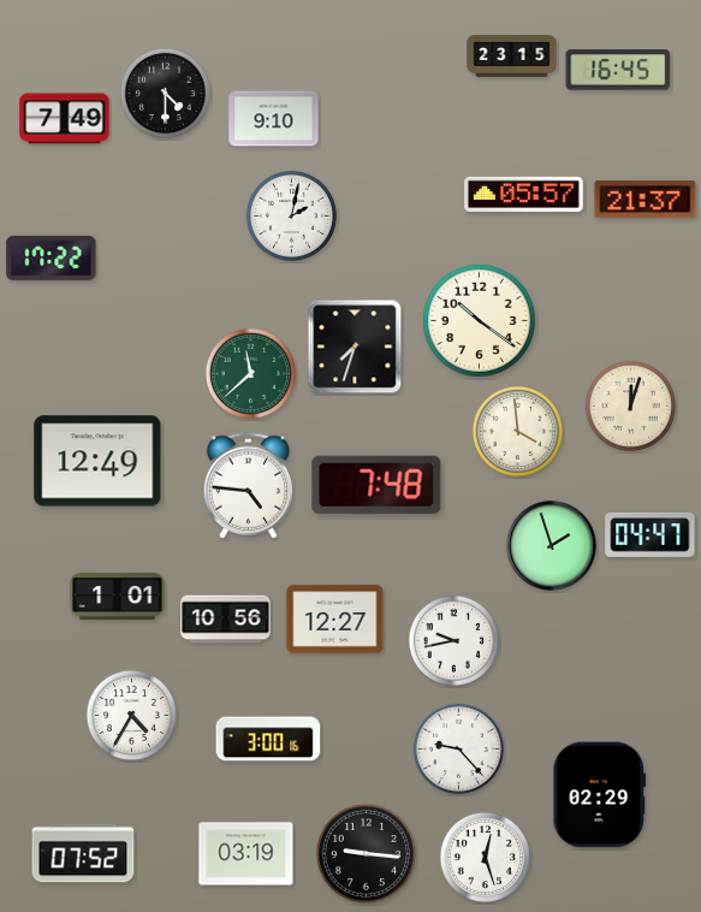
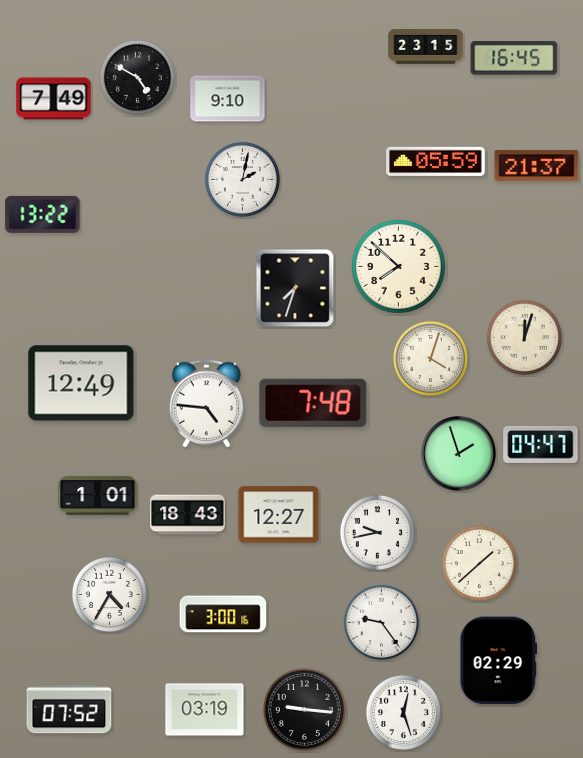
clock at (165, 93): 4:30 -> 4:50
clock at (524, 194): 05:57 -> 05:59
clock at (52, 257): 17:22 -> 13:22
clock at (479, 320): 10:21 -> 7:52
clock at (250, 373): 11:38 -> none
clock at (517, 431): 3:59 -> 4:03
clock at (226, 620): 10:56 -> 18:43
clock at (479, 563): none -> 1:38
clock at (458, 748): 9:23 -> 9:24
